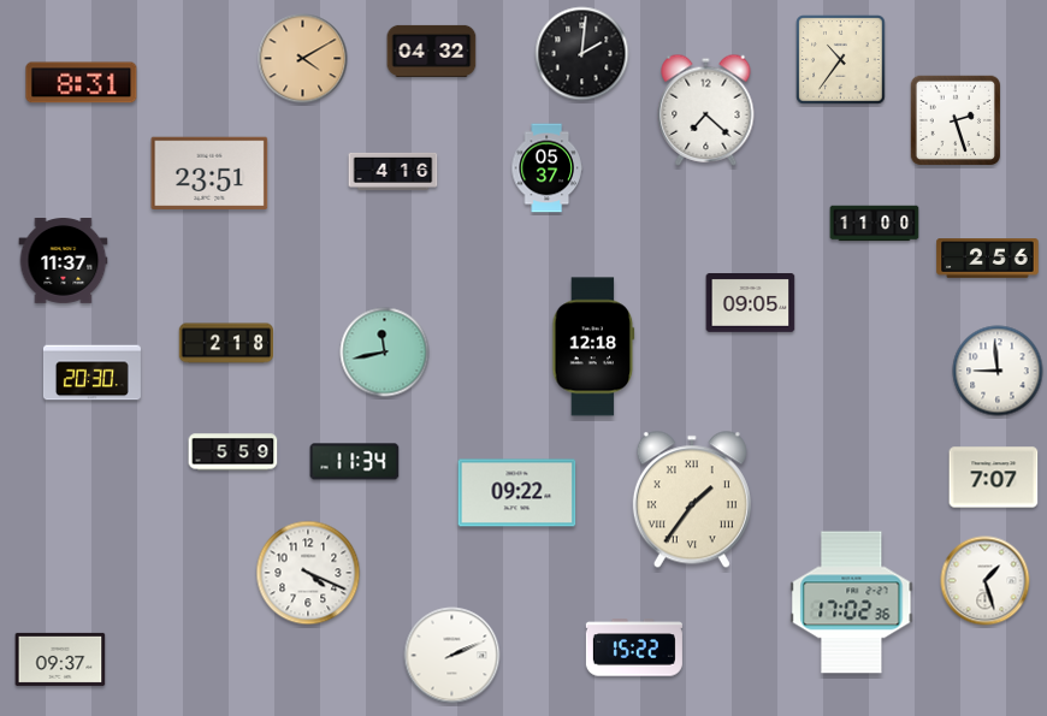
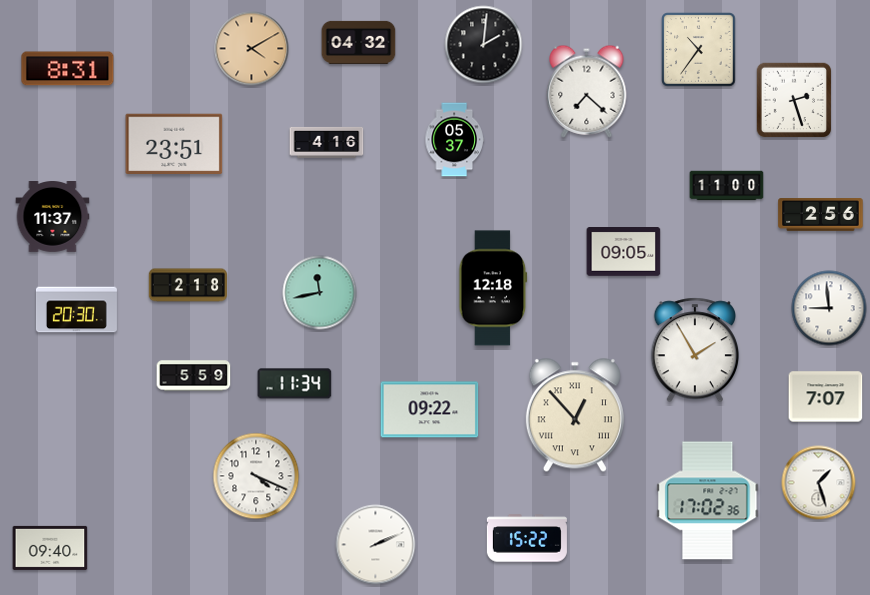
clock at (694, 350): none -> 1:55
clock at (692, 499): 1:36 -> 12:53
clock at (60, 659): 09:37 -> 09:40
